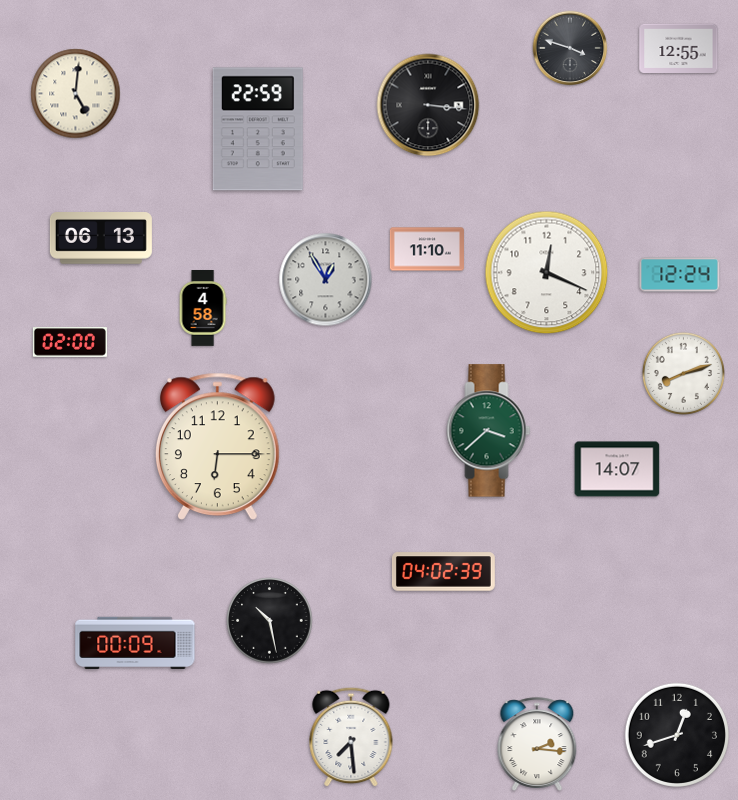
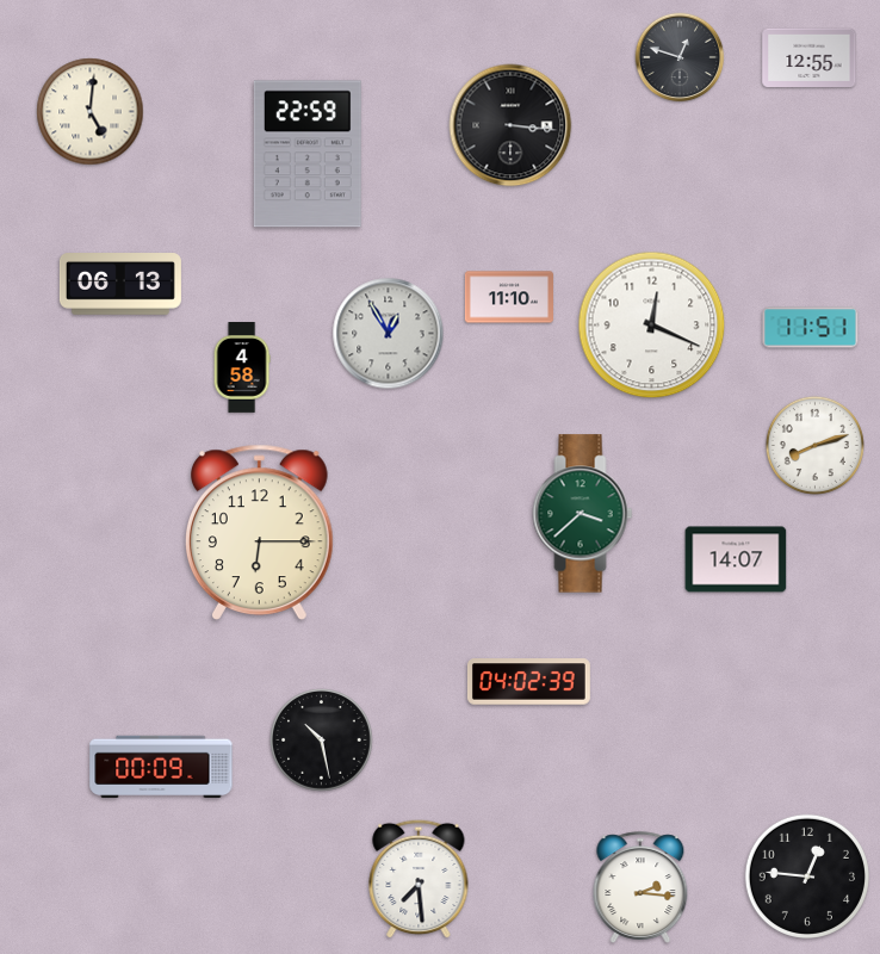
clock at (570, 48): 3:48 -> 12:48
clock at (680, 275): 12:24 -> 11:51
clock at (70, 342): 02:00 -> none
clock at (677, 735): 12:42 -> 12:46
